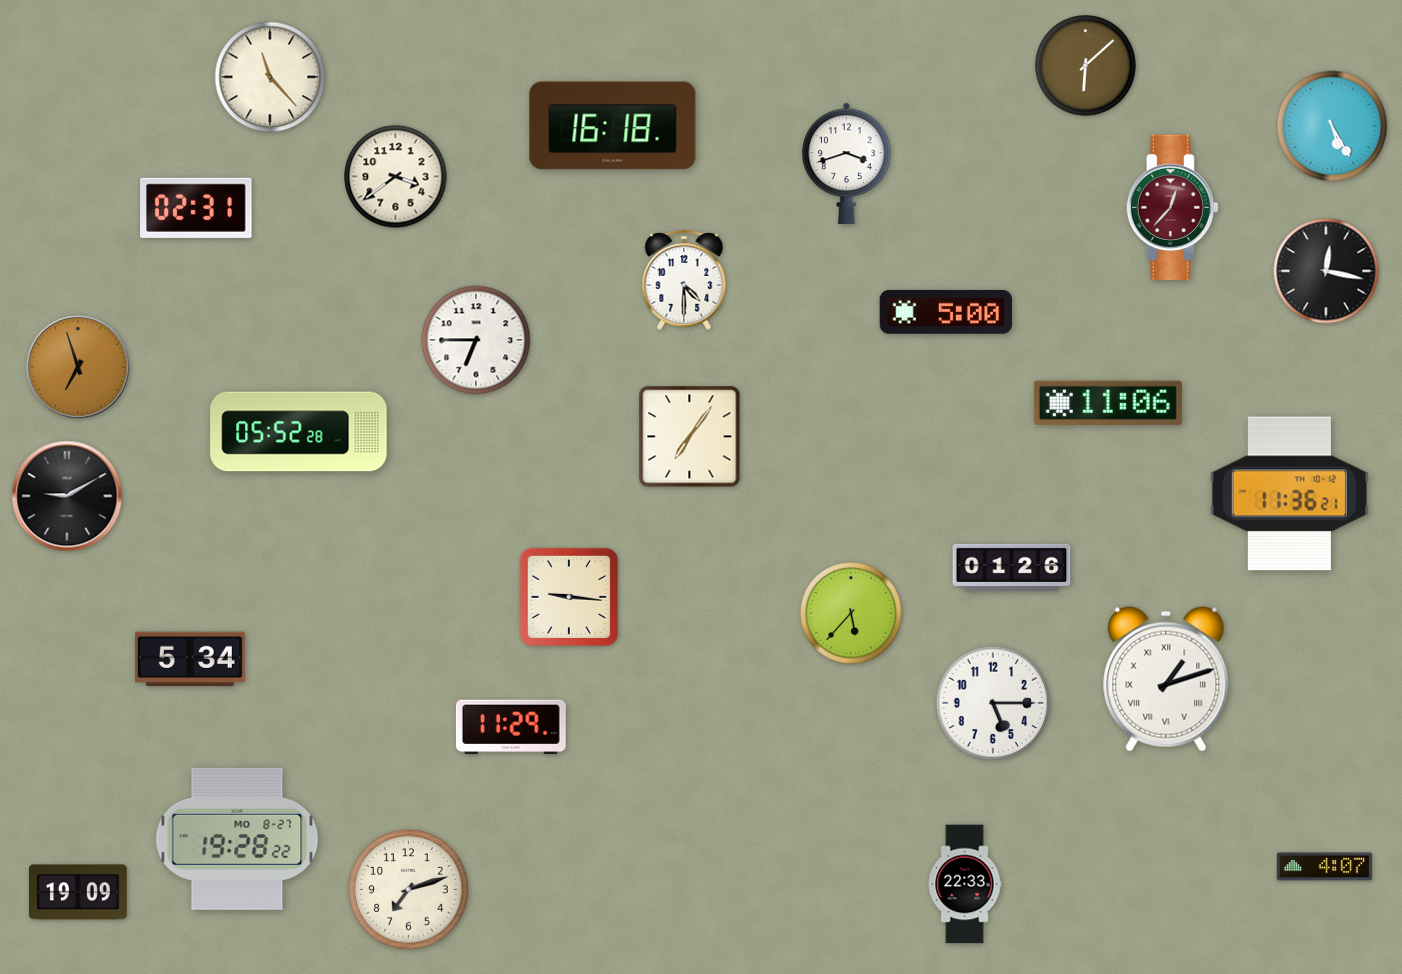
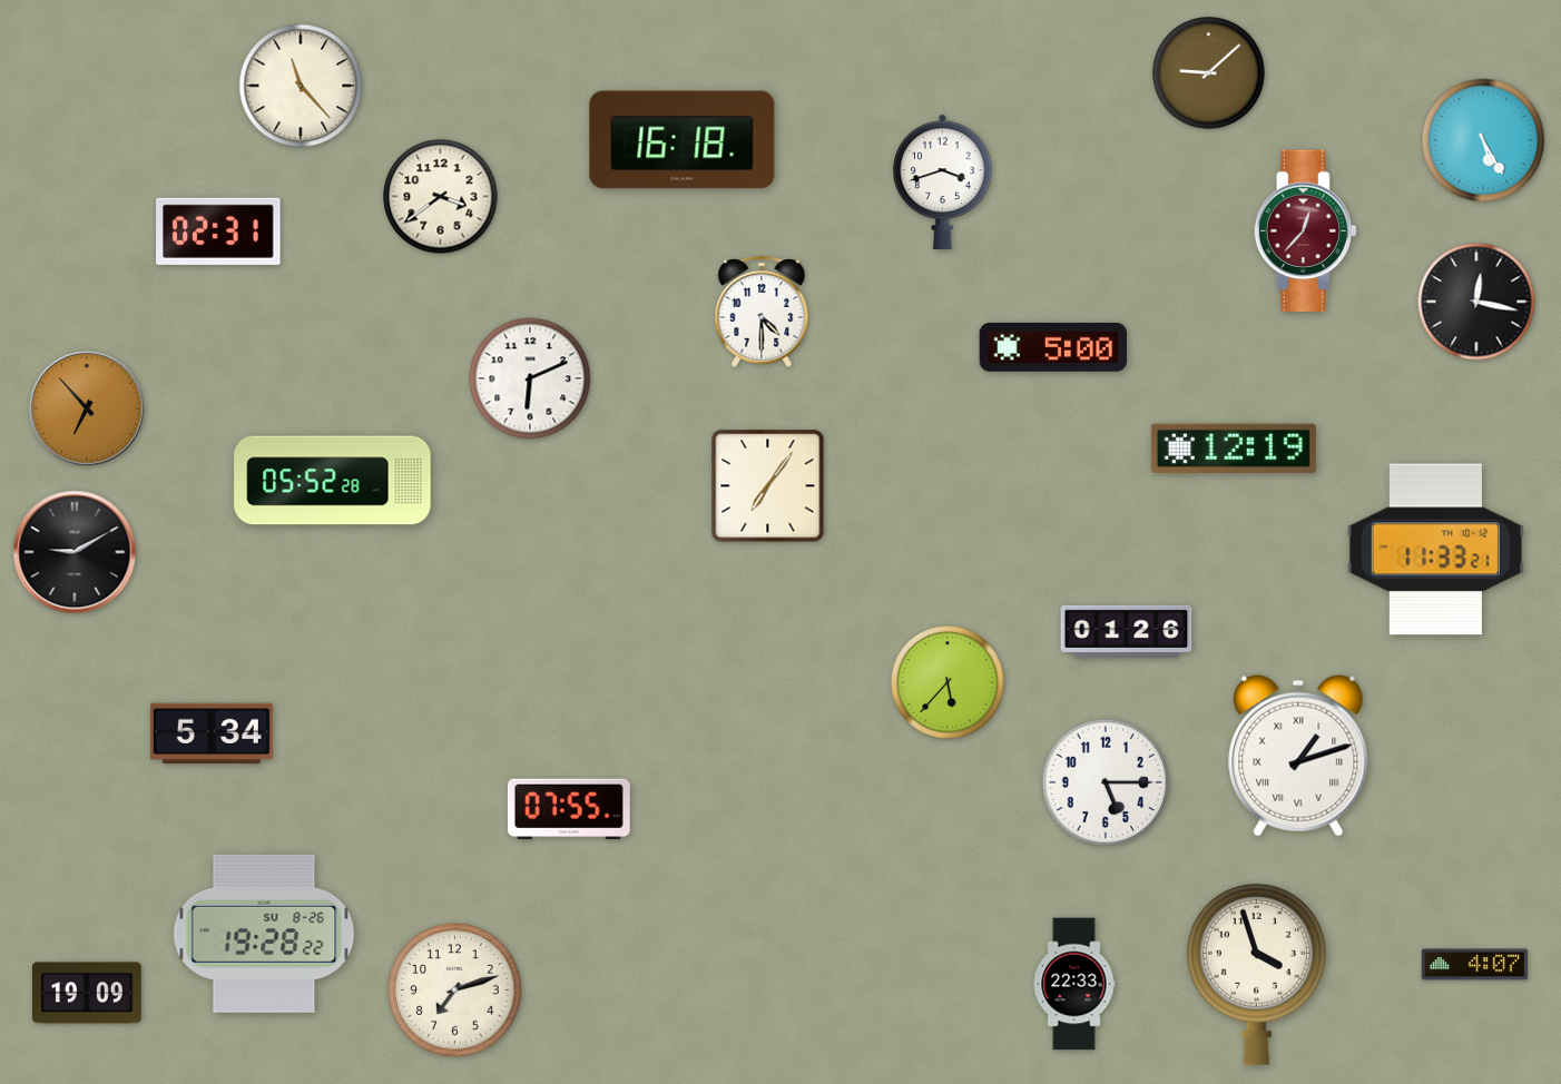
clock at (1086, 66): 6:08 -> 9:08
clock at (476, 340): 6:45 -> 6:11
clock at (78, 367): 6:57 -> 6:53
clock at (1108, 403): 11:06 -> 12:19
clock at (1289, 494): 11:36 -> 11:33
clock at (568, 596): 9:16 -> none
clock at (511, 727): 11:29 -> 07:55
clock at (237, 839) date: MO 8-27 -> SU 8-26
clock at (1256, 974): none -> 3:57
